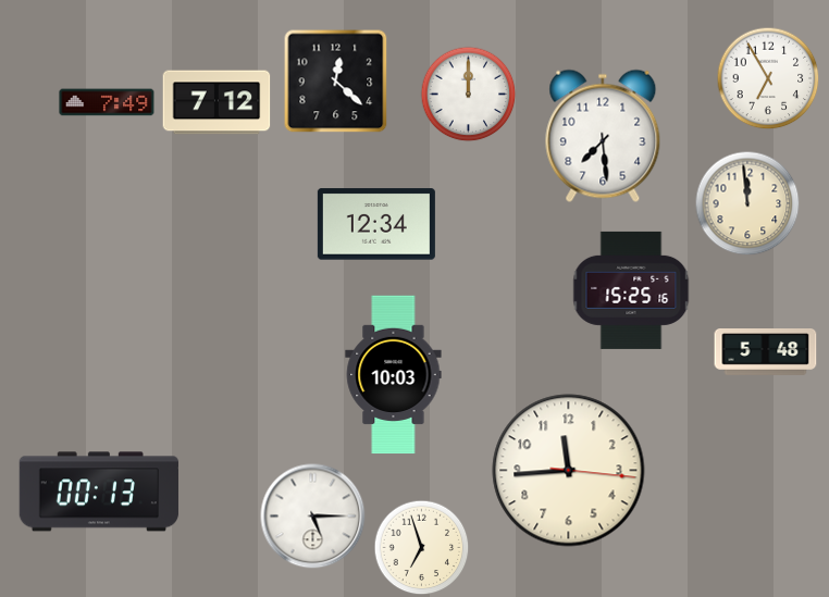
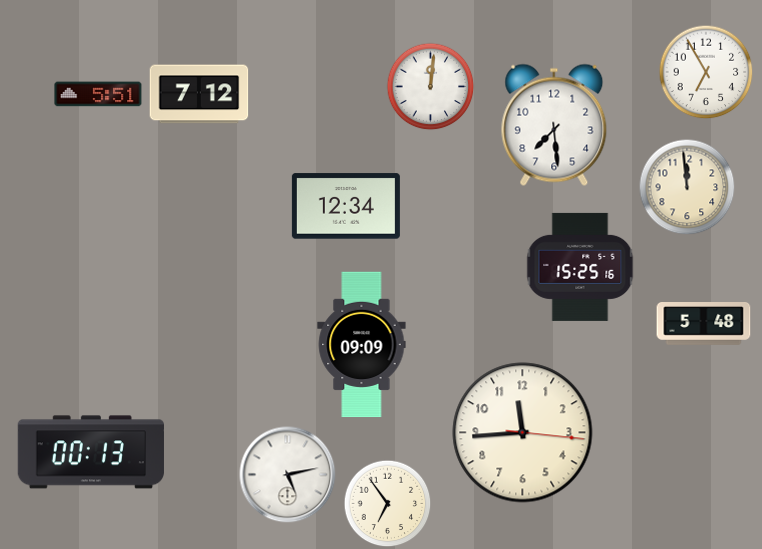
clock at (335, 80): 12:22 -> none
clock at (468, 94): 12:00 -> 12:01
clock at (107, 102): 7:49 -> 5:51
clock at (394, 375): 10:03 -> 09:09
clock at (313, 517): 5:15 -> 5:13
clock at (421, 547): 6:57 -> 6:54
